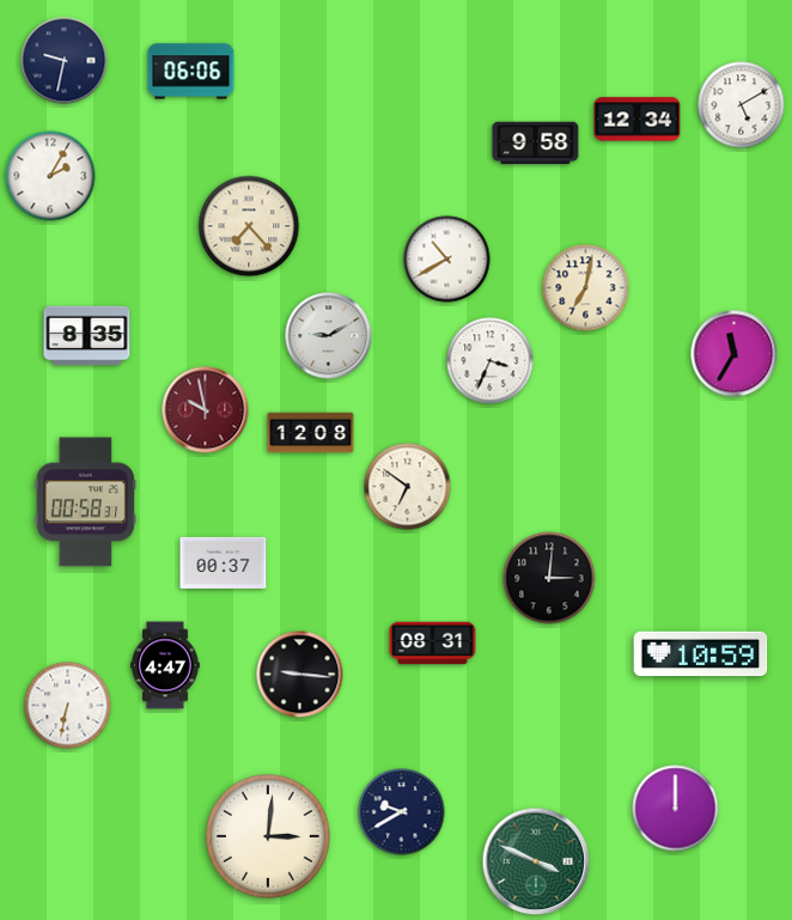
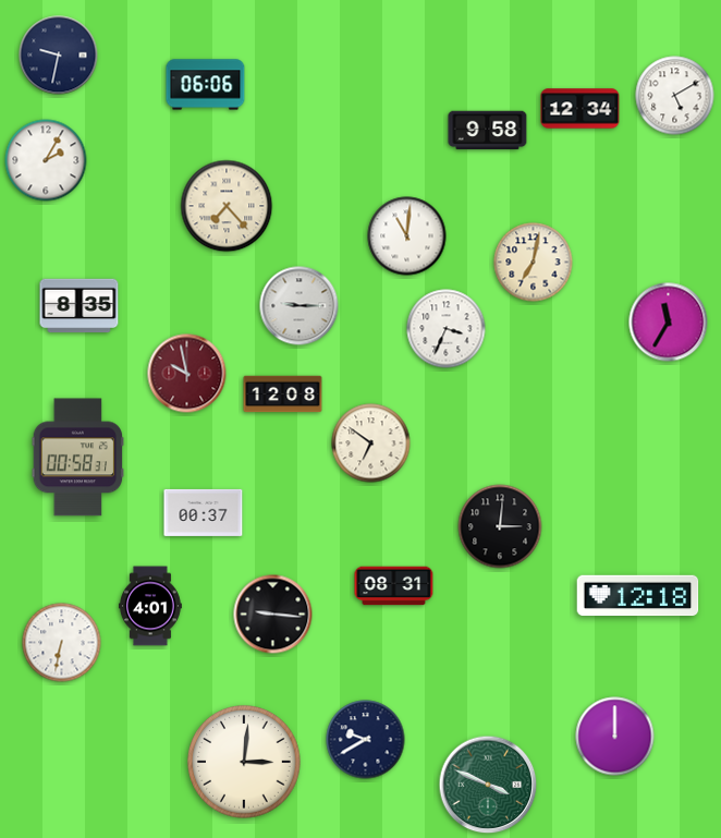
clock at (191, 72) position: (191, 72) -> (206, 85)
clock at (447, 260): 10:40 -> 11:01
clock at (329, 336): 9:10 -> 9:15
clock at (701, 654): 10:59 -> 12:18
clock at (165, 665): 4:47 -> 4:01
